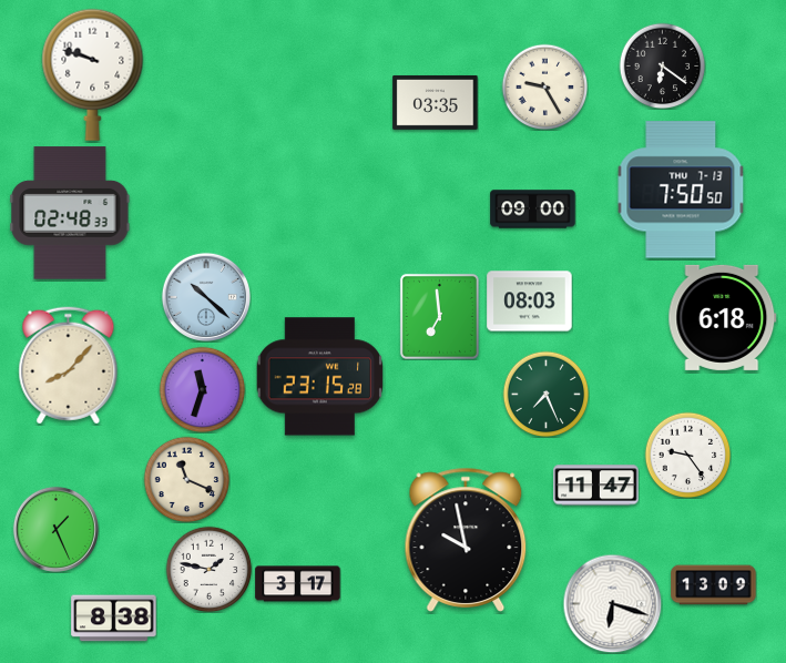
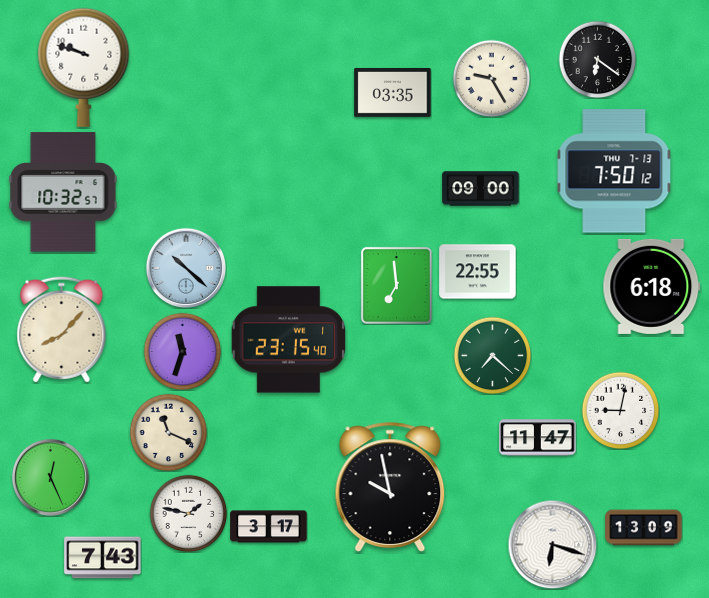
clock at (681, 190): 7:50:50 -> 7:50:12
clock at (70, 213): 02:48 -> 10:32
clock at (530, 302): 08:03 -> 22:55
clock at (320, 377): 23:15:28 -> 23:15:40
clock at (545, 394): 7:26 -> 7:22
clock at (687, 455): 9:24 -> 9:02
clock at (55, 529): 1:26 -> 12:26
clock at (466, 540) position: (466, 540) -> (390, 487)
clock at (114, 619): 8:38 -> 7:43
